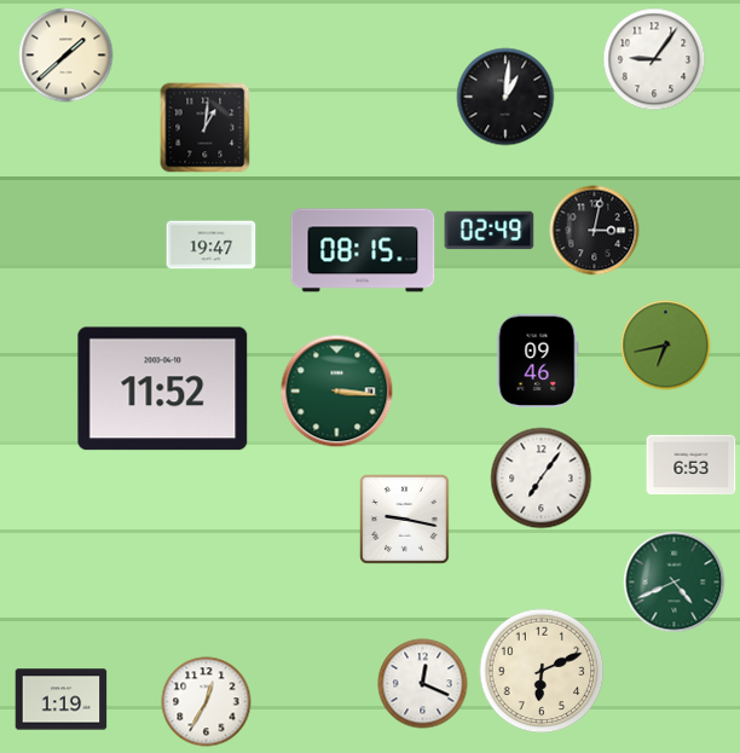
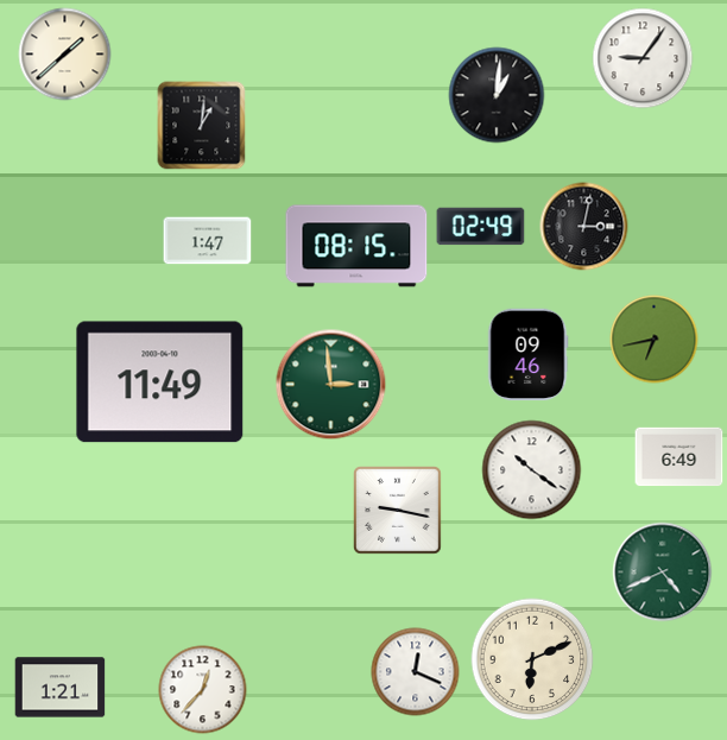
clock at (212, 245): 19:47 -> 1:47
clock at (163, 389): 11:52 -> 11:49
clock at (337, 392): 3:16 -> 2:59
clock at (692, 465): 6:53 -> 6:49
clock at (542, 479): 7:06 -> 10:21
clock at (62, 700): 1:19 -> 1:21
clock at (207, 702): 12:35 -> 12:37
